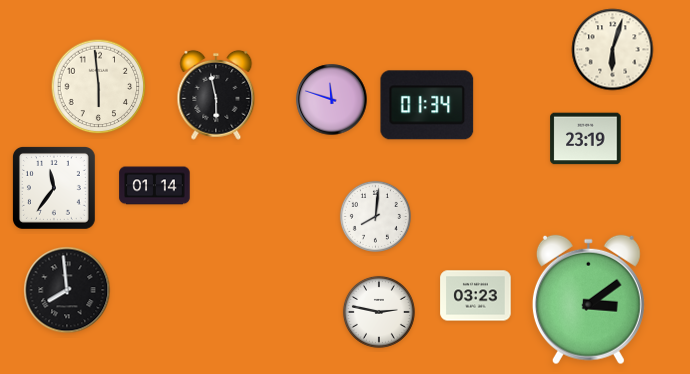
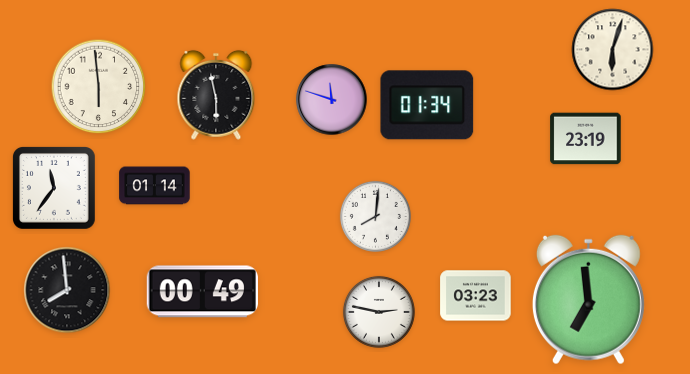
clock at (202, 292): none -> 00:49
clock at (588, 300): 3:09 -> 6:59
